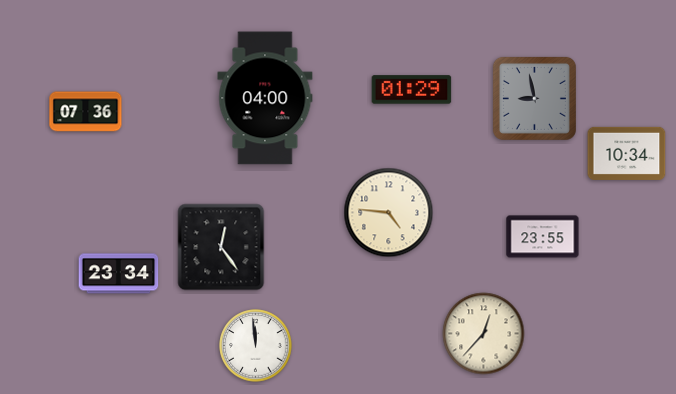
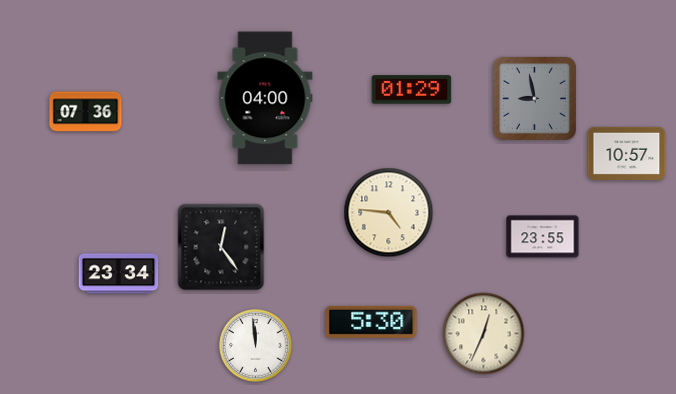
clock at (627, 153): 10:34 -> 10:57
clock at (371, 322): none -> 5:30
clock at (484, 334): 12:37 -> 12:34
